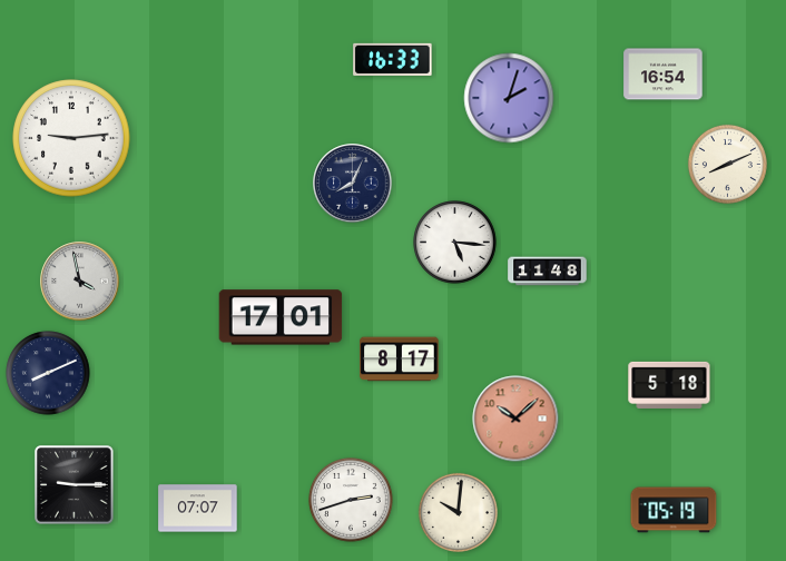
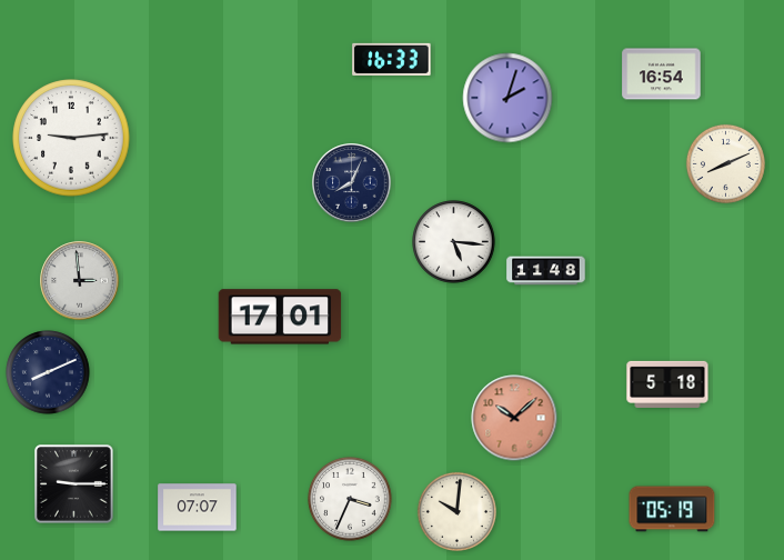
clock at (80, 282): 3:58 -> 2:59
clock at (400, 360): 8:17 -> none
clock at (351, 500): 2:42 -> 3:34
